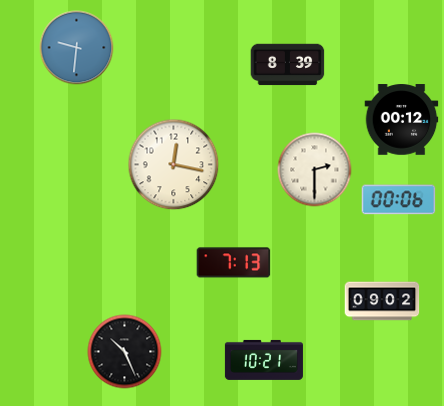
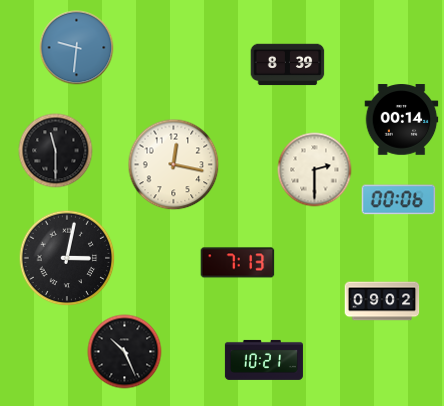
clock at (402, 120): 00:12 -> 00:14
clock at (56, 151): none -> 11:30
clock at (67, 258): none -> 3:02
clock at (234, 263) position: (234, 263) -> (238, 263)
